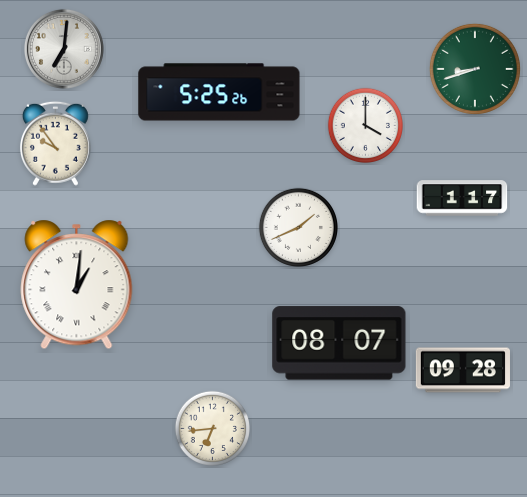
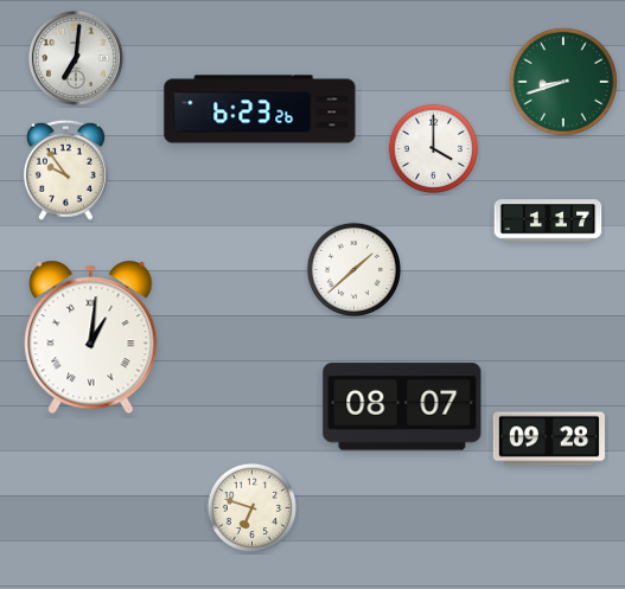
clock at (219, 92): 5:25 -> 6:23
clock at (462, 198) position: (462, 198) -> (548, 220)
clock at (298, 227): 1:41 -> 1:38
clock at (213, 429): 6:44 -> 6:48
